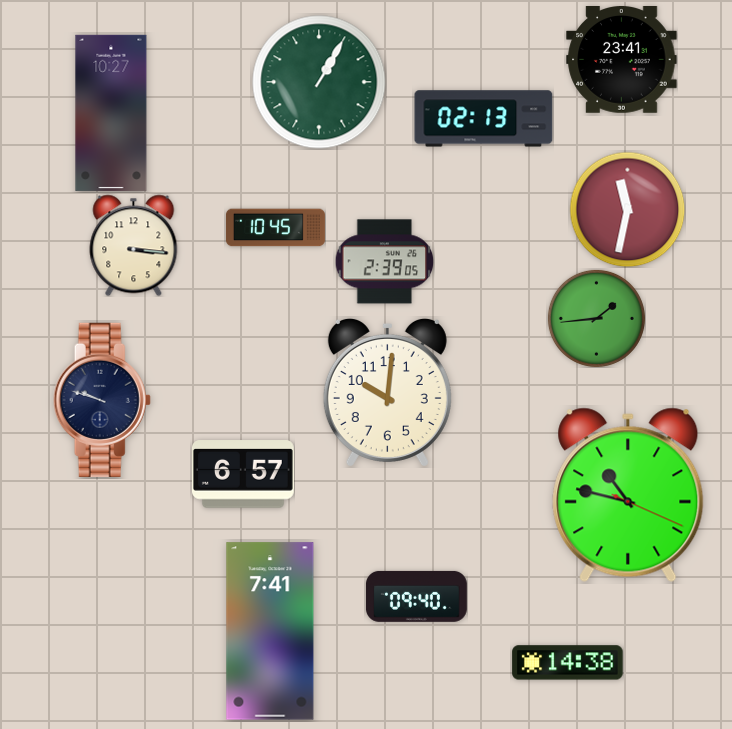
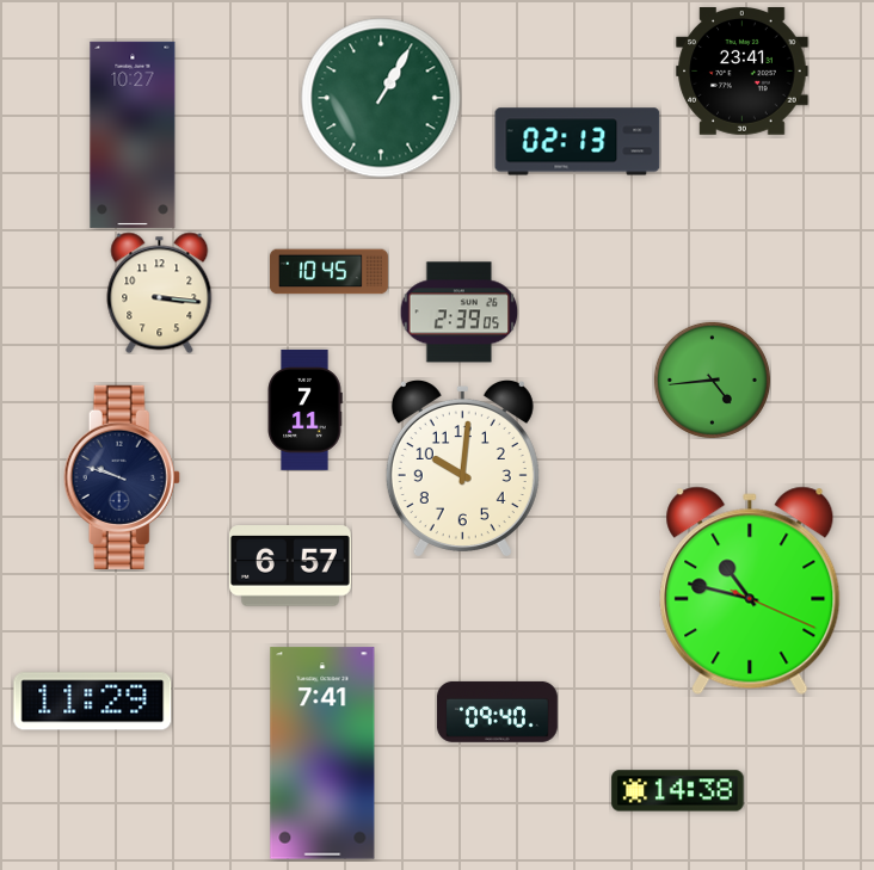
clock at (627, 209): 11:32 -> none
clock at (596, 318): 1:44 -> 4:44
clock at (304, 409): none -> 7:11
clock at (93, 702): none -> 11:29
